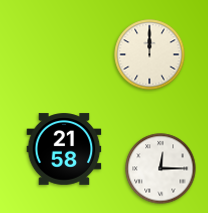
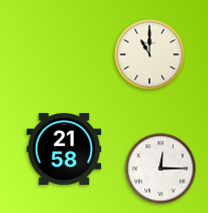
clock at (150, 55): 12:00 -> 11:00
